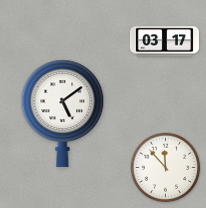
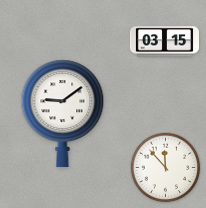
clock at (164, 42): 03:17 -> 03:15
clock at (63, 113): 5:09 -> 9:09
